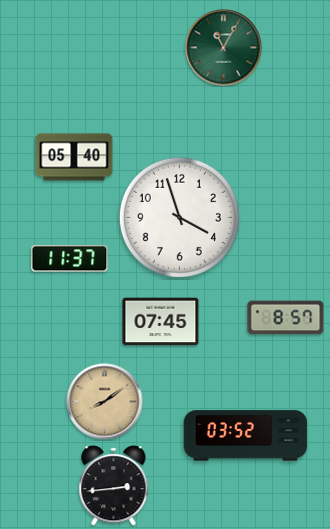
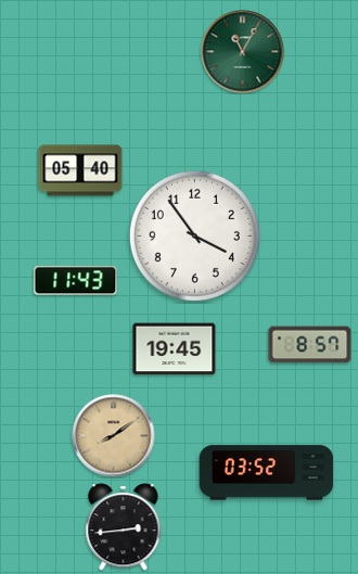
clock at (179, 217): 3:57 -> 3:54
clock at (70, 259): 11:37 -> 11:43
clock at (161, 322): 07:45 -> 19:45
